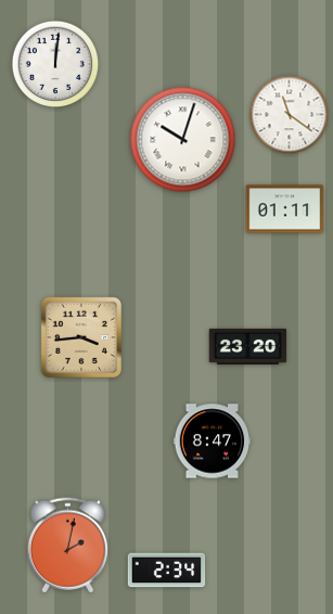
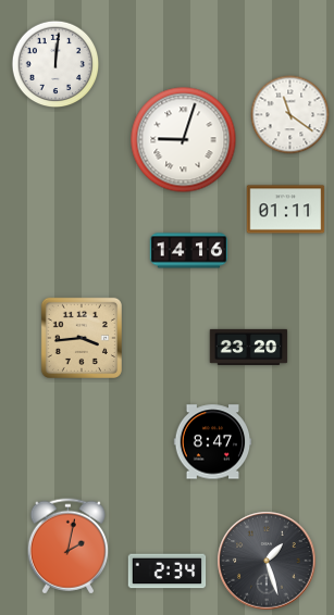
clock at (183, 140): 10:03 -> 9:03
clock at (189, 251): none -> 14:16
clock at (267, 561): none -> 1:27
